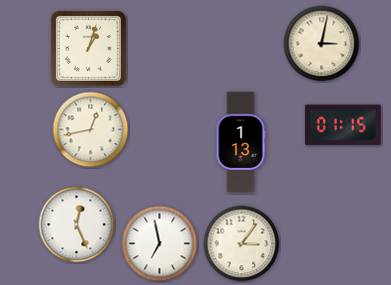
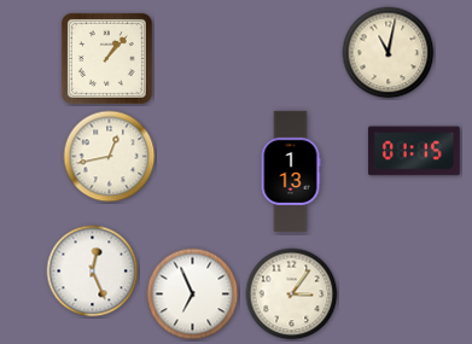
clock at (322, 44): 3:02 -> 11:02
clock at (88, 48): 1:03 -> 1:07
clock at (160, 244): 6:58 -> 6:56
